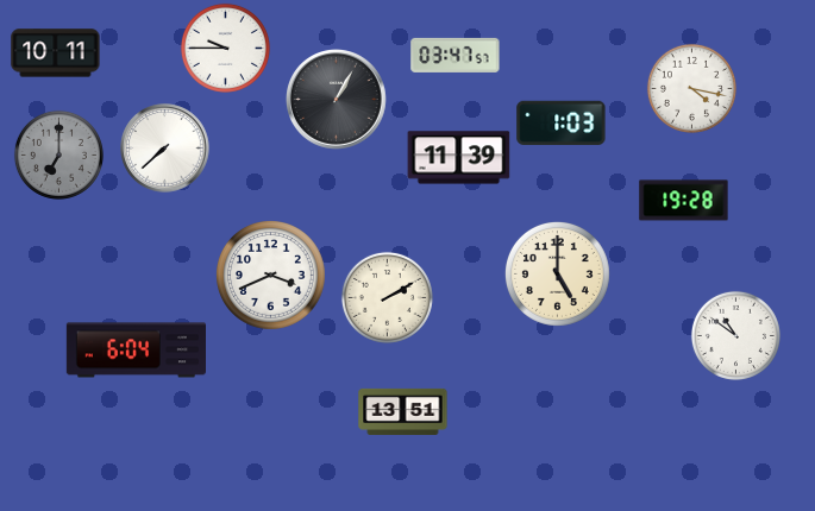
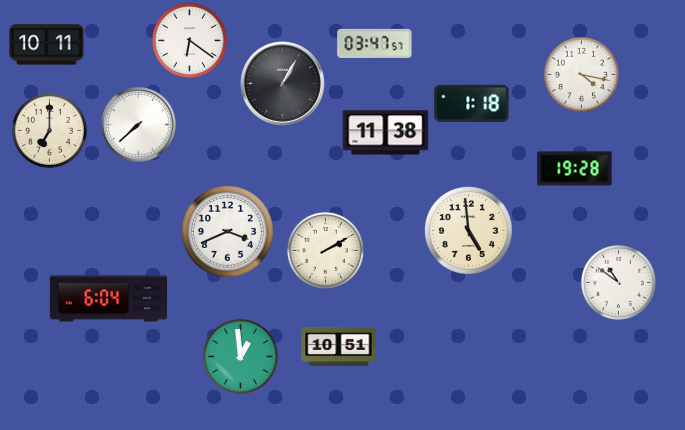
clock at (225, 48): 9:45 -> 6:21
clock at (456, 55) position: (456, 55) -> (375, 43)
clock at (562, 122): 1:03 -> 1:18
clock at (58, 154) dial: grey -> cream
clock at (459, 158): 11:39 -> 11:38
clock at (557, 273): 5:00 -> 4:59
clock at (136, 351) position: (136, 351) -> (108, 299)
clock at (403, 411): 13:51 -> 10:51
clock at (240, 356): none -> 12:59
